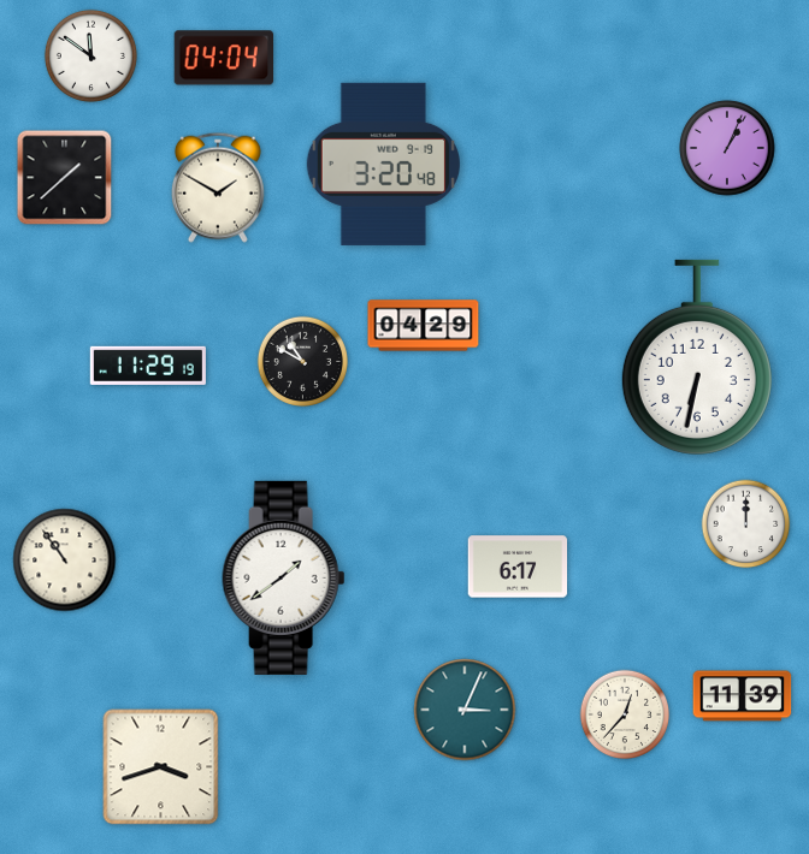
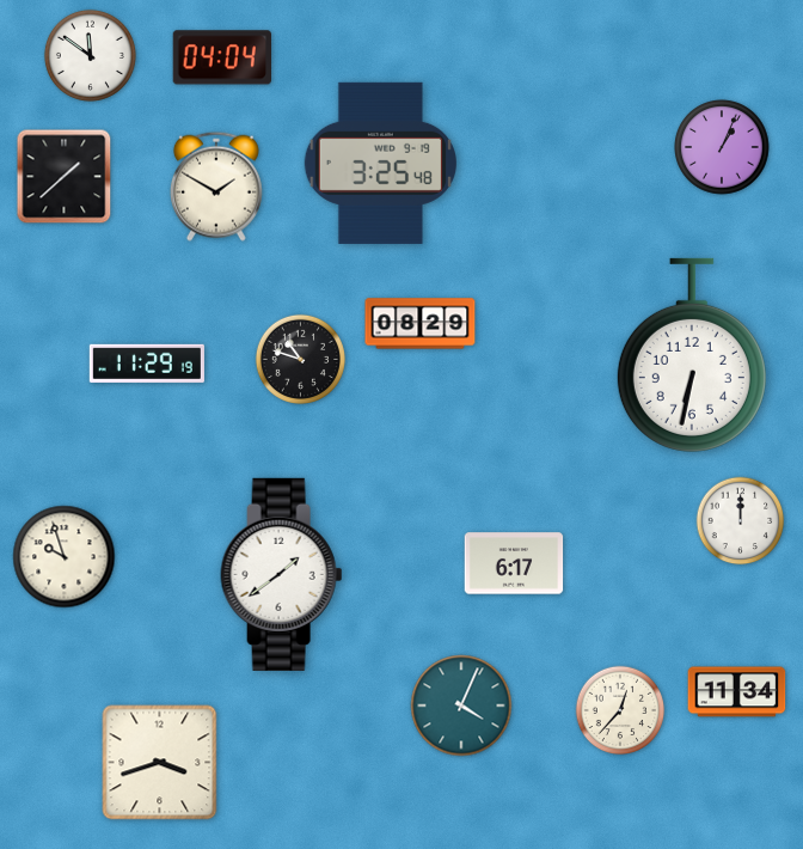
clock at (383, 164): 3:20 -> 3:25
clock at (424, 326): 04:29 -> 08:29
clock at (302, 361): 10:50 -> 10:48
clock at (65, 561): 10:54 -> 9:57
clock at (743, 696): 11:39 -> 11:34
clock at (465, 710): 3:04 -> 4:04
